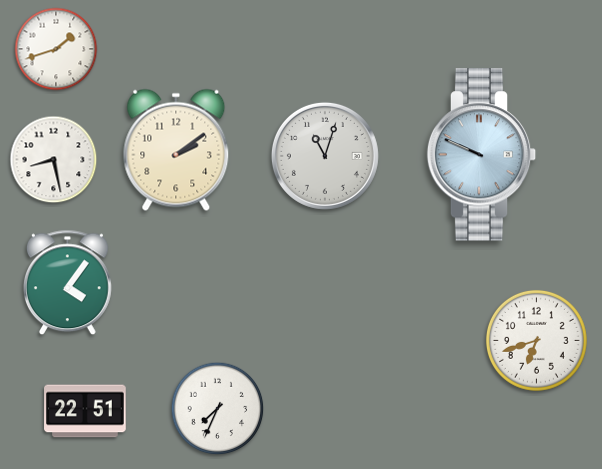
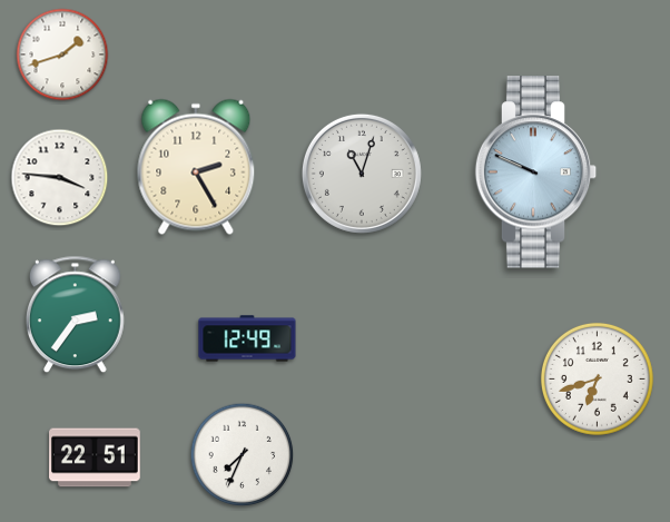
clock at (176, 150): 2:09 -> 2:25
clock at (54, 160): 8:28 -> 3:46
clock at (67, 283): 4:06 -> 2:36
clock at (247, 338): none -> 12:49
